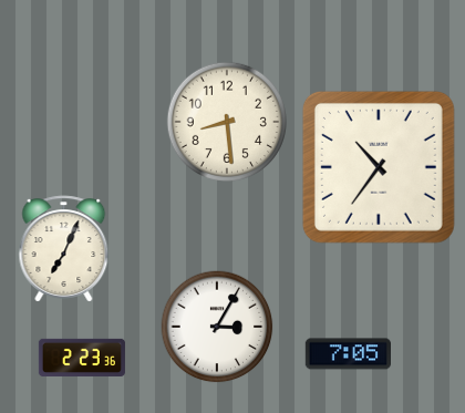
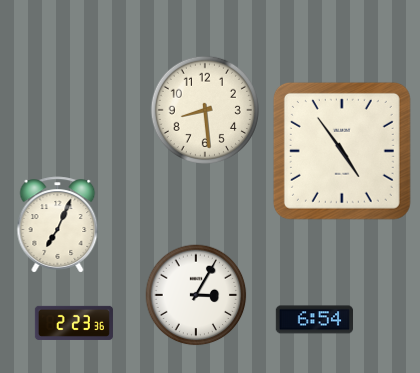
clock at (379, 167): 10:36 -> 4:54
clock at (348, 354): 7:05 -> 6:54
